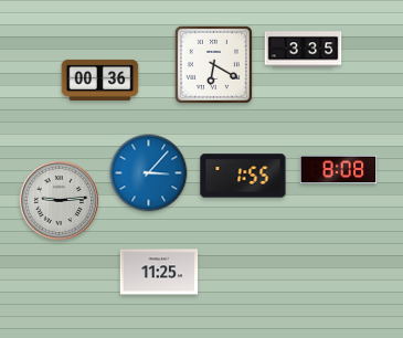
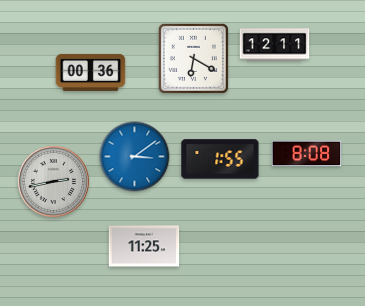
clock at (304, 50): 3:35 -> 12:11
clock at (149, 173): 3:07 -> 3:09
clock at (60, 201): 9:14 -> 2:43
